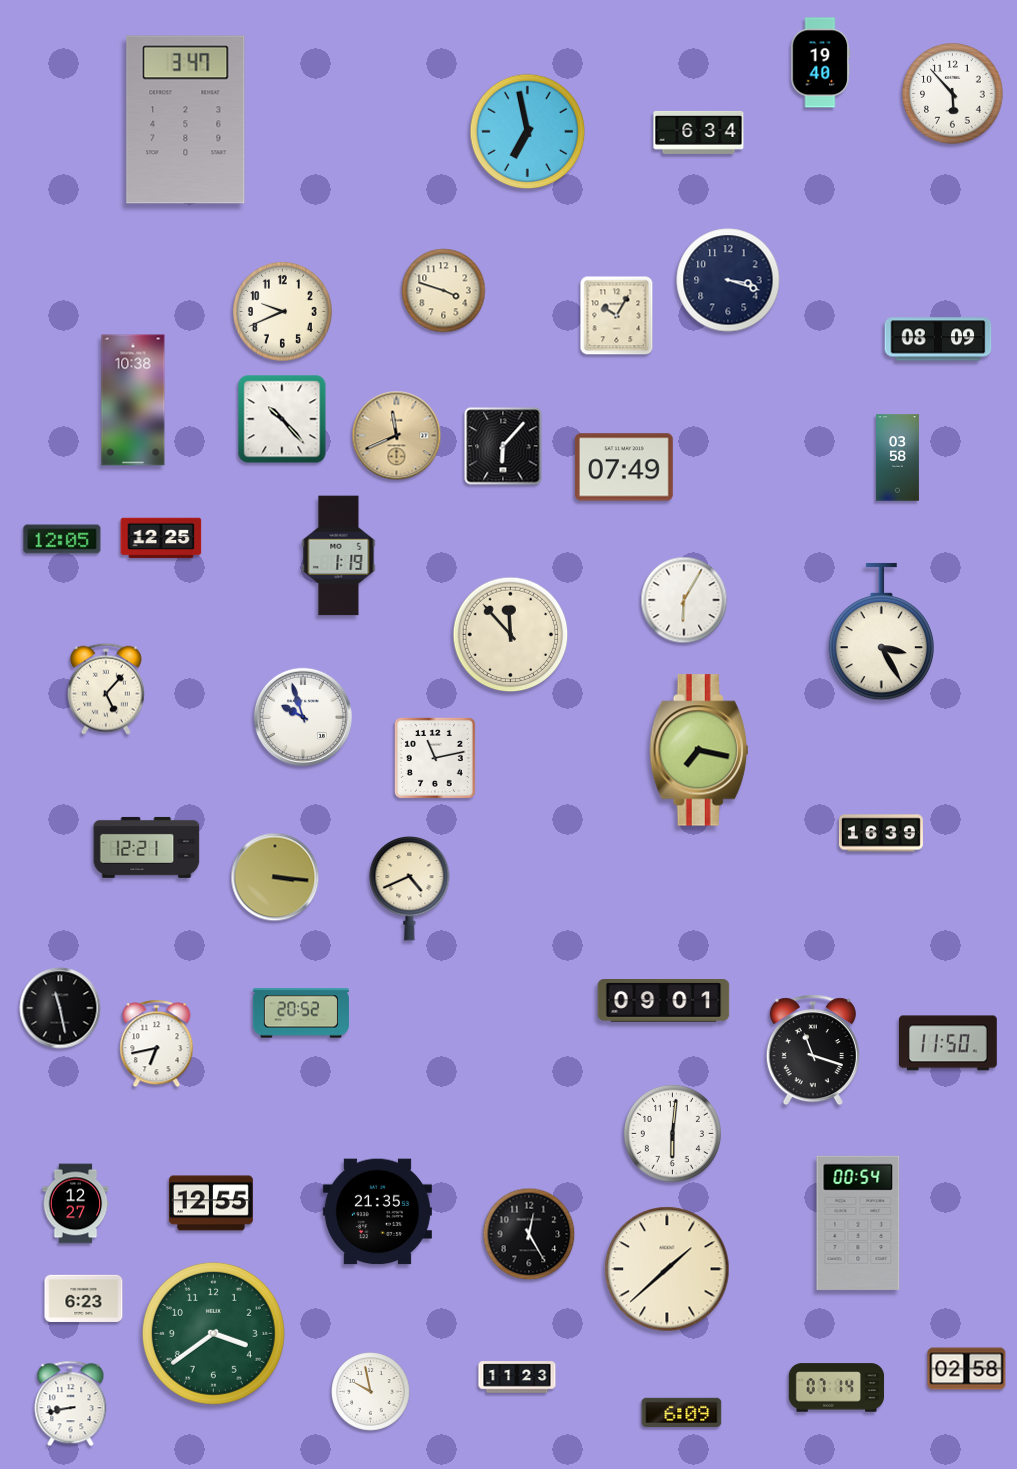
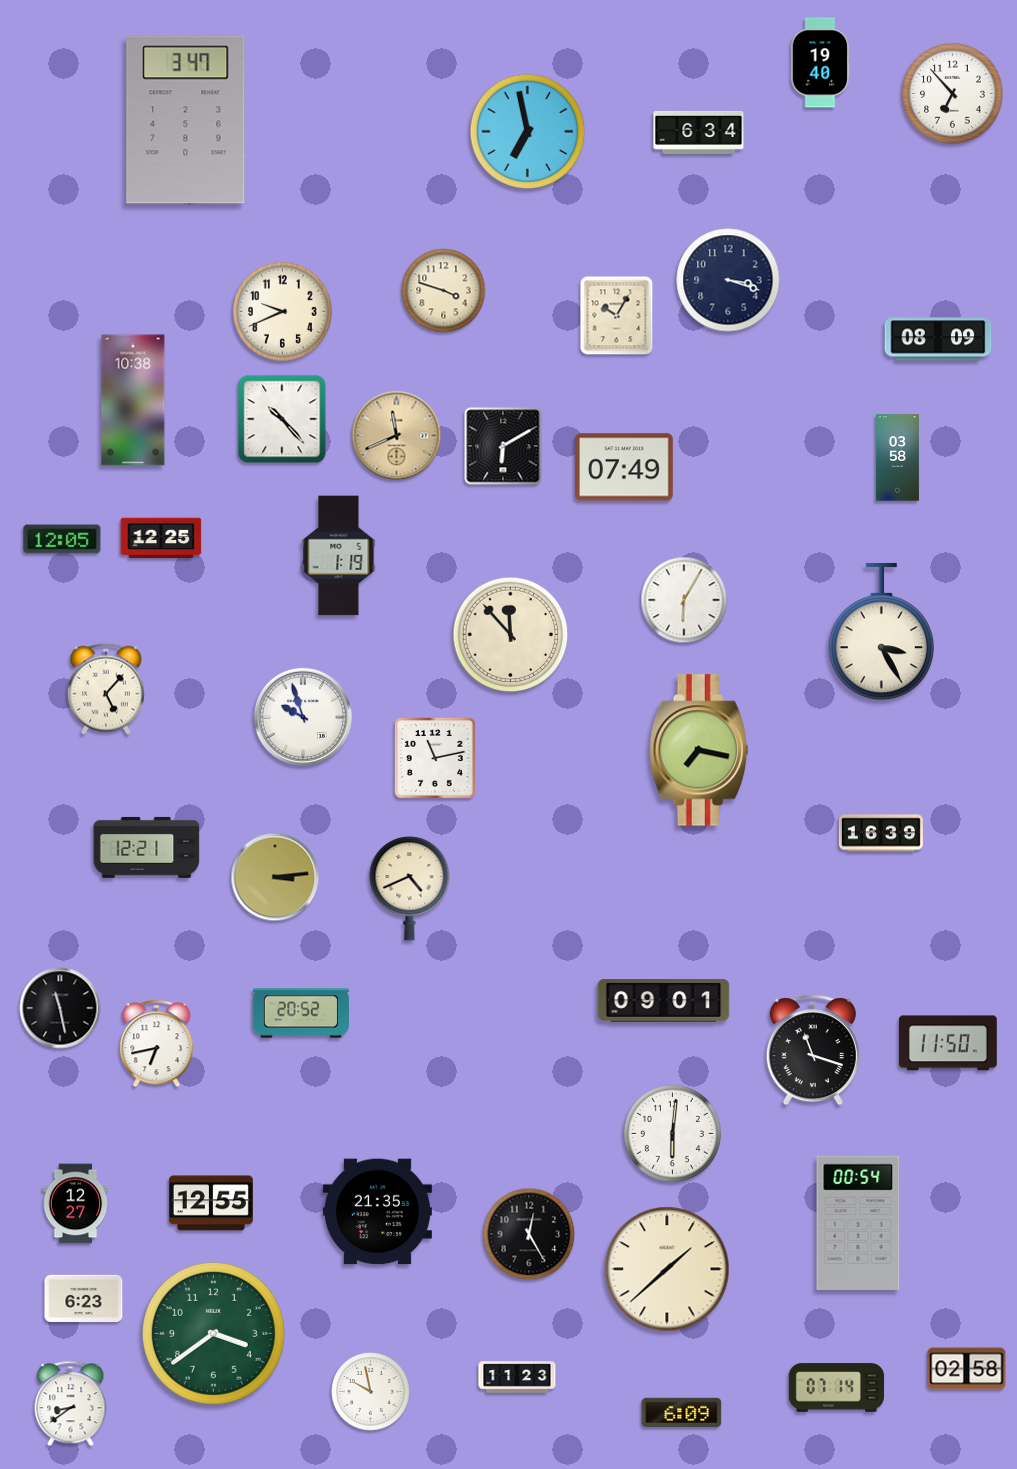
clock at (953, 94): 5:53 -> 6:53
clock at (503, 446): 6:07 -> 6:10
clock at (275, 877): 3:16 -> 3:14
clock at (71, 1404): 8:43 -> 8:39
